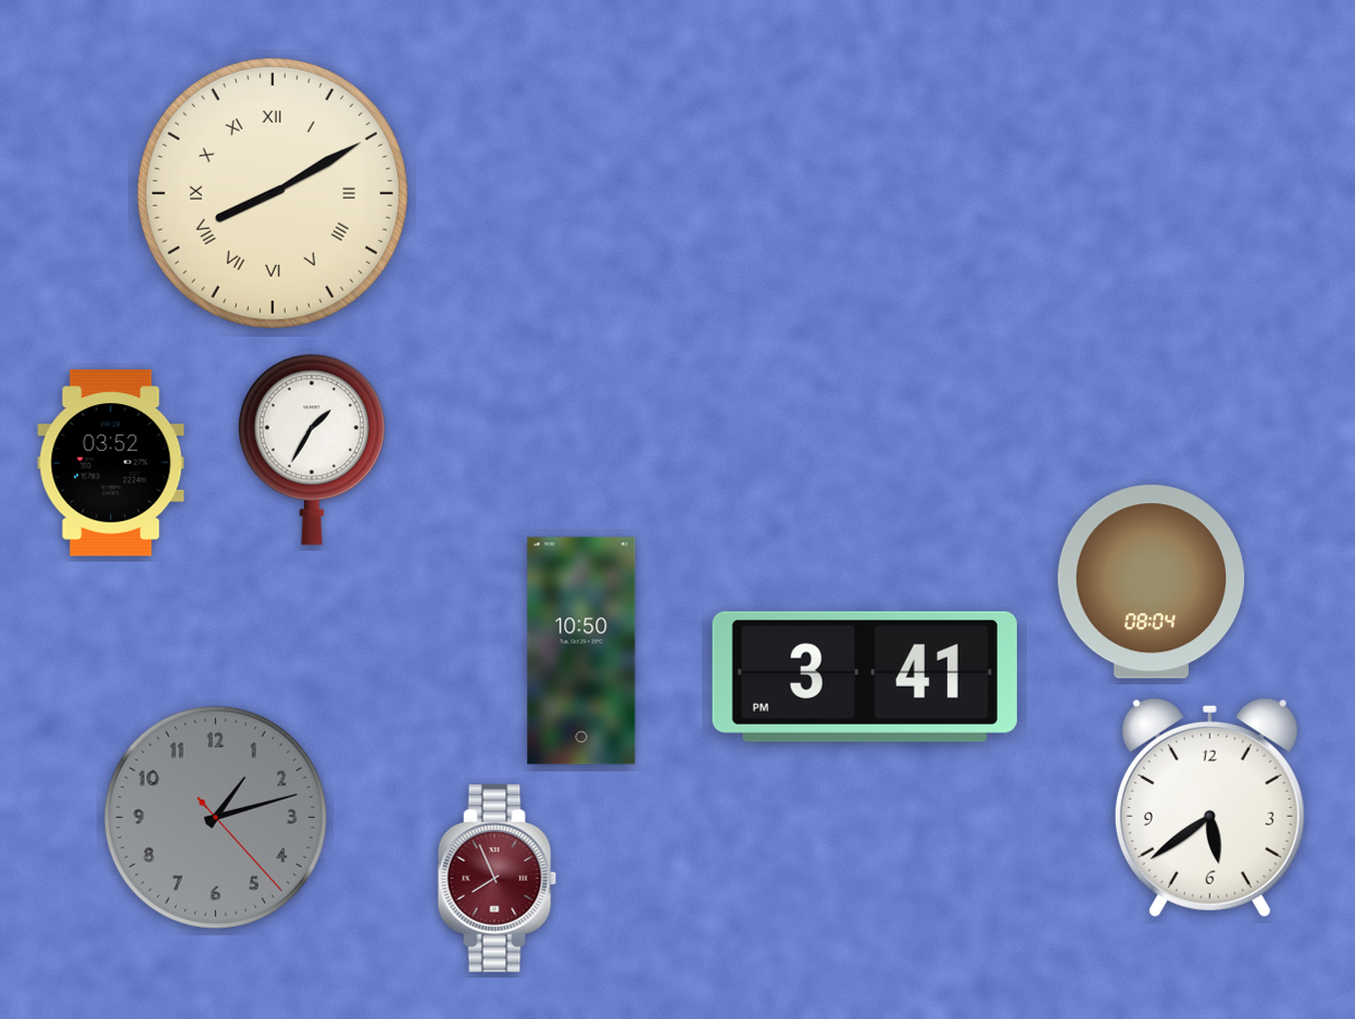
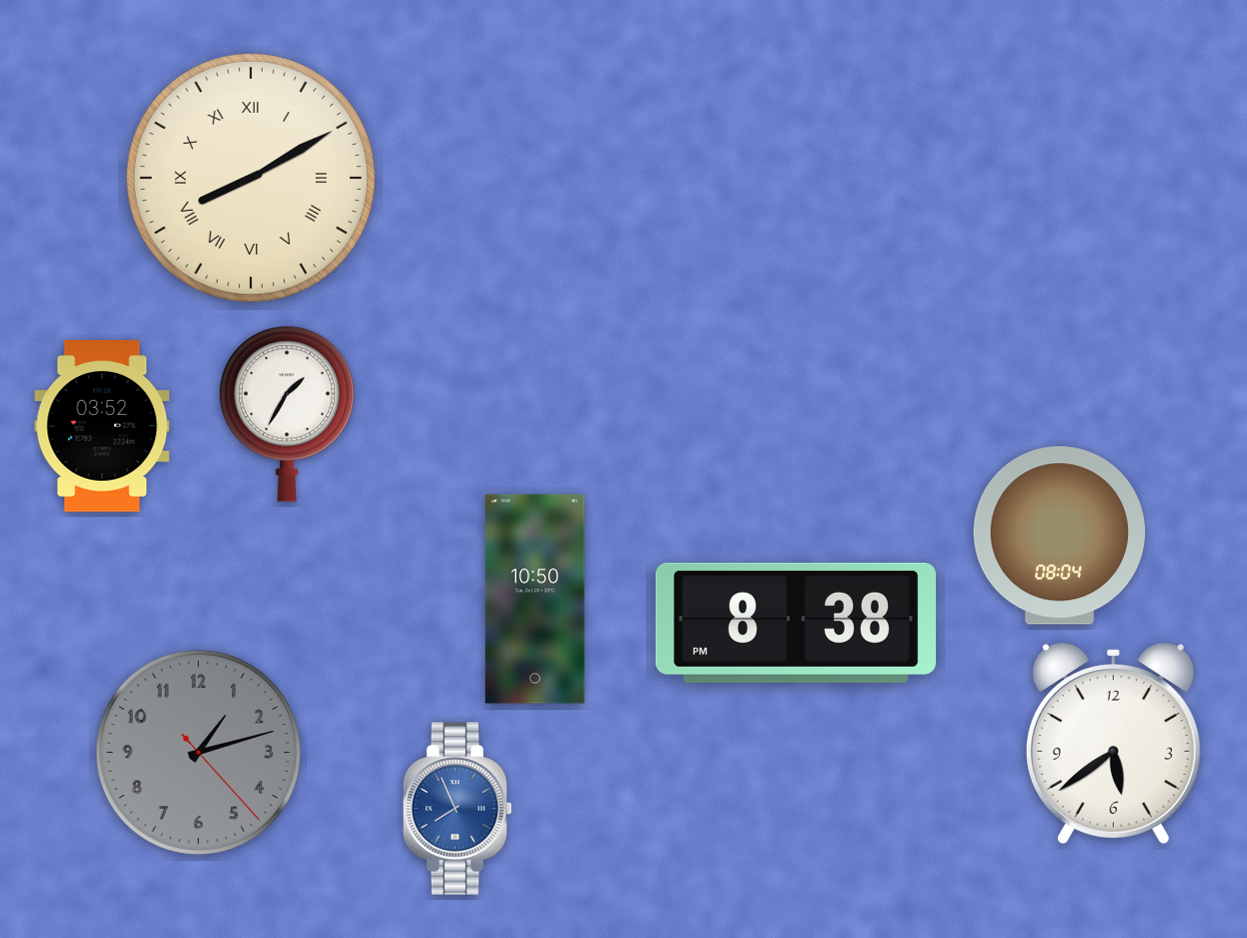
clock at (865, 677): 3:41 -> 8:38
clock at (498, 879) dial: burgundy -> blue
